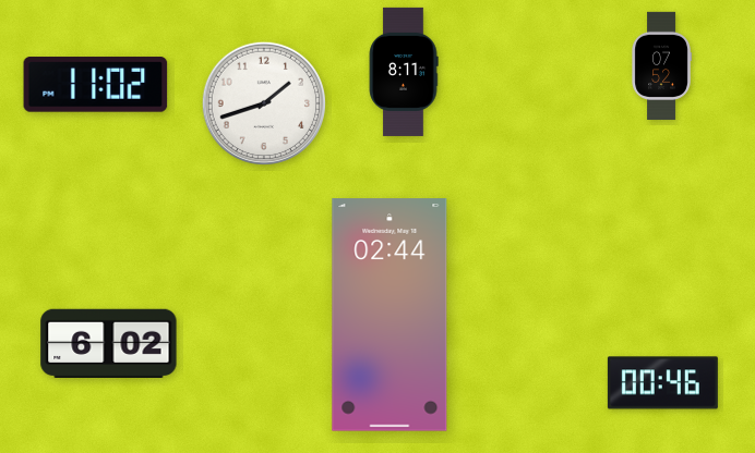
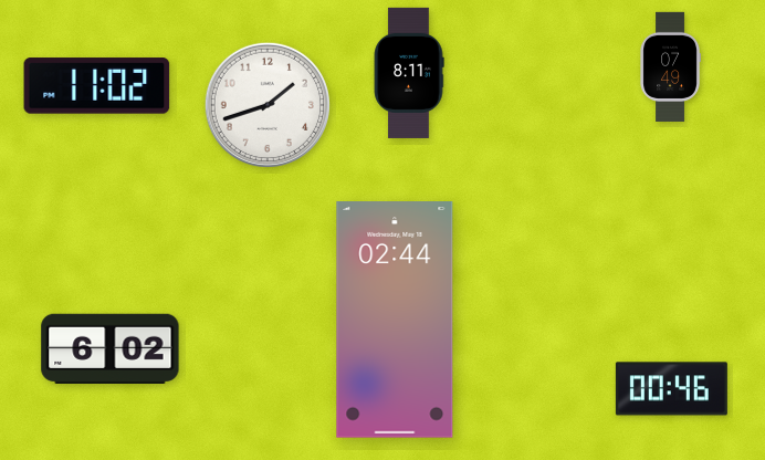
clock at (661, 65): 07:52 -> 07:49
